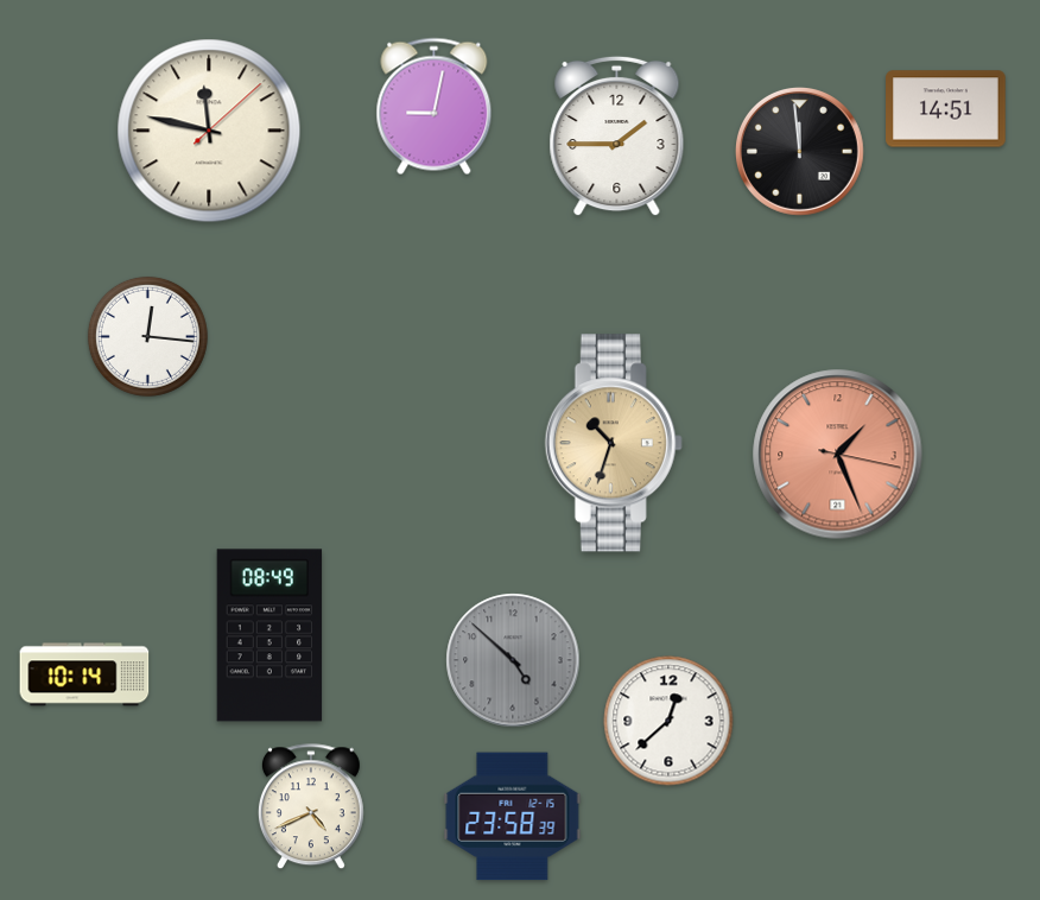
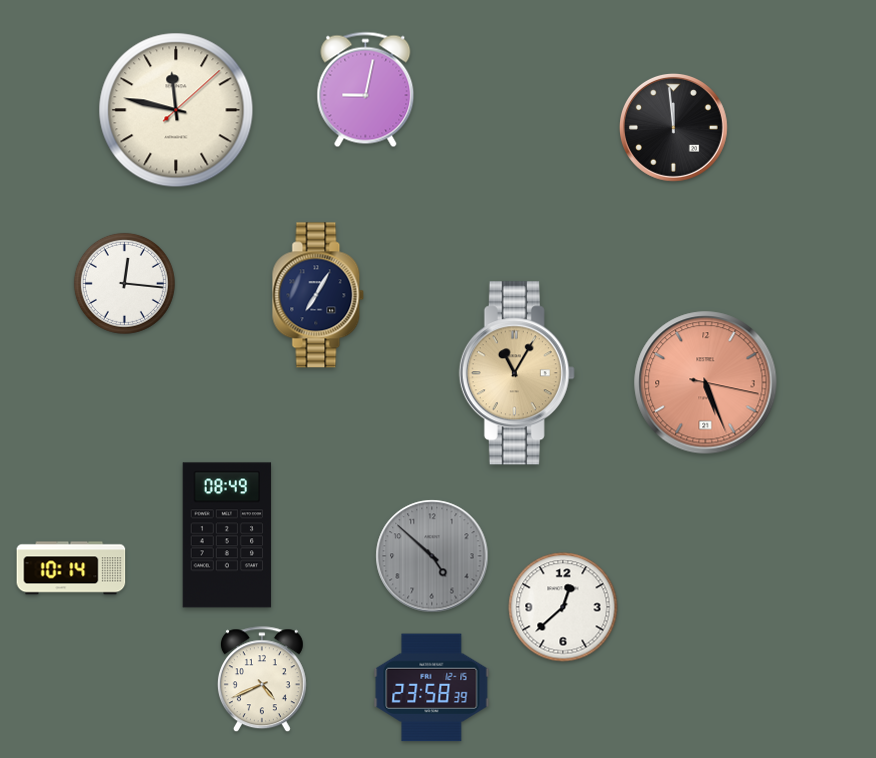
clock at (946, 109): 14:51 -> none
clock at (617, 137): 1:45 -> none
clock at (318, 295): none -> 7:05
clock at (614, 443): 10:33 -> 11:05
clock at (838, 455): 1:26 -> 5:26
